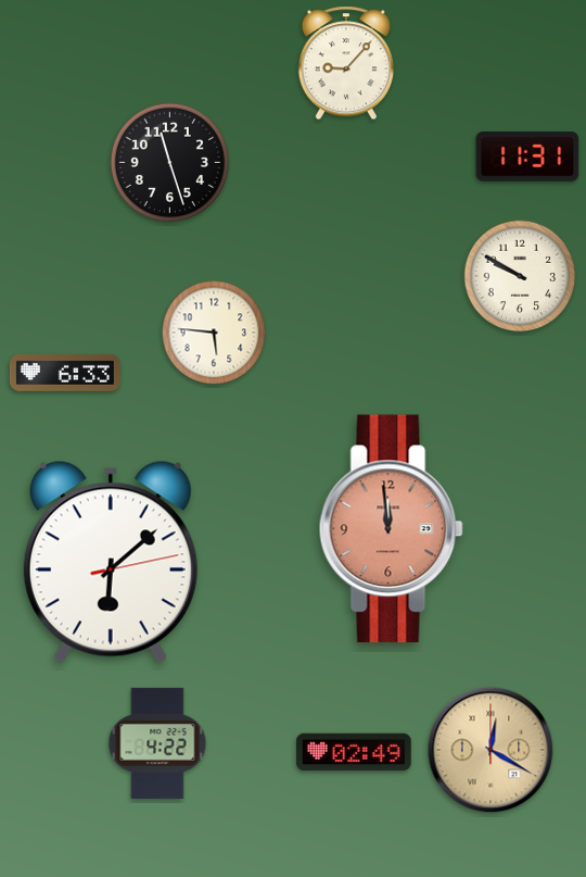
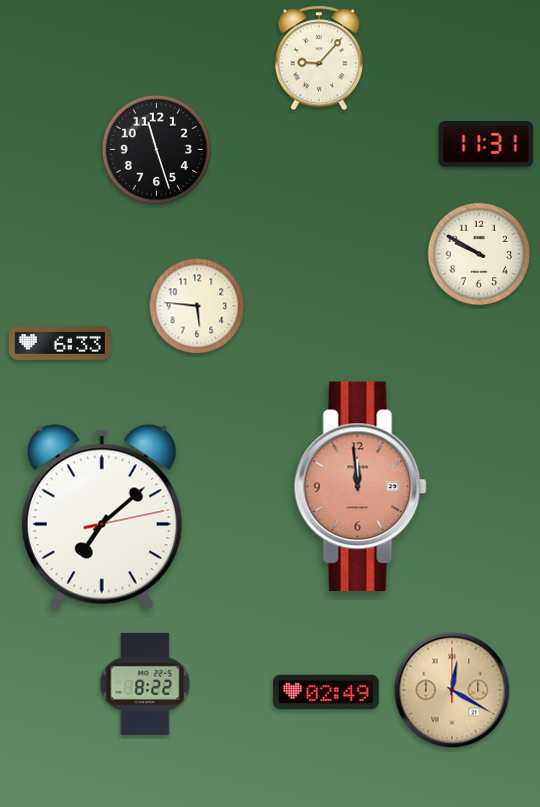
clock at (111, 562): 6:08 -> 7:08
clock at (157, 743): 4:22 -> 8:22
